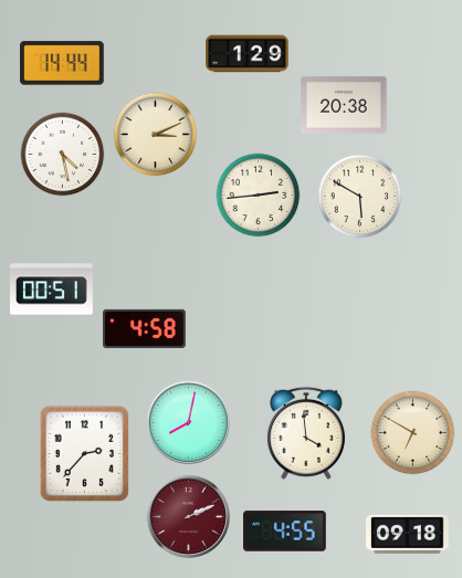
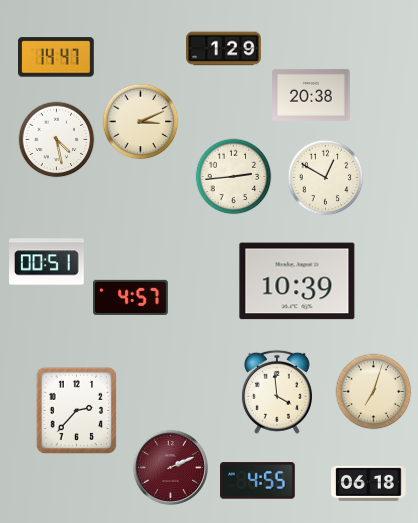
clock at (62, 63): 14:44 -> 14:47
clock at (360, 197): 5:50 -> 12:50
clock at (297, 281): none -> 10:39
clock at (145, 328): 4:58 -> 4:57
clock at (188, 422): 8:02 -> none
clock at (413, 433): 6:50 -> 7:03
clock at (408, 534): 09:18 -> 06:18
